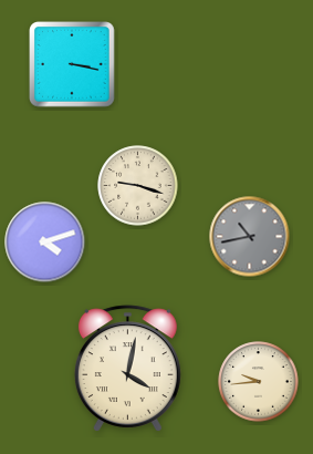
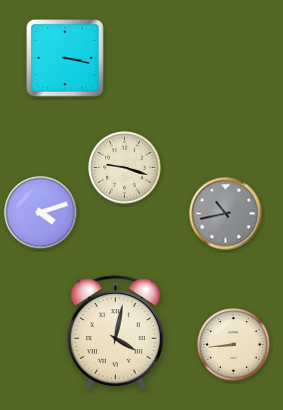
clock at (45, 243) position: (45, 243) -> (41, 213)
clock at (259, 382): 9:44 -> 8:44
